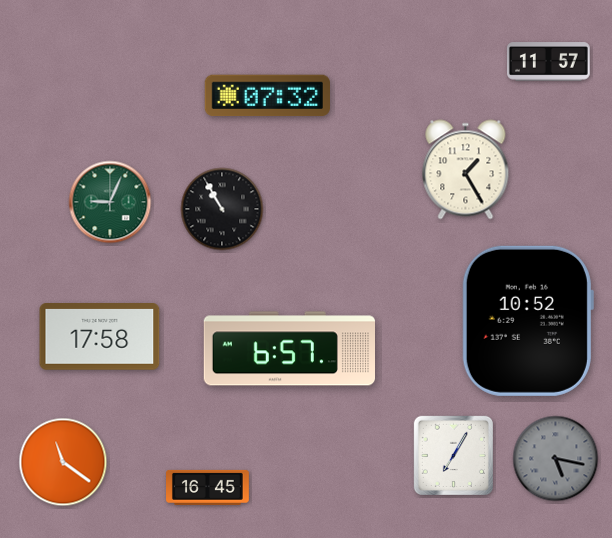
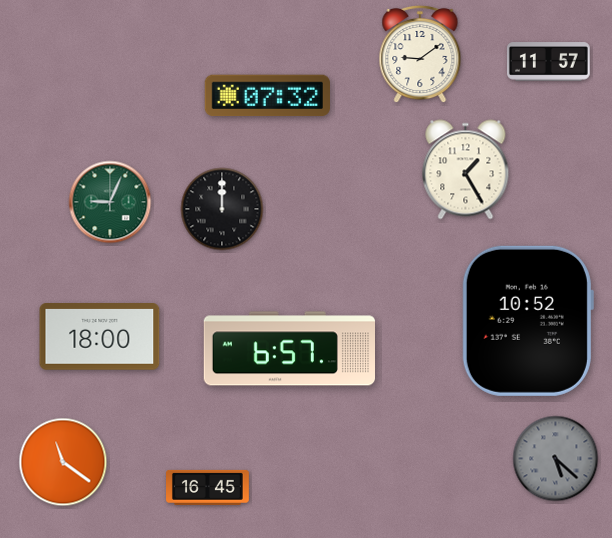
clock at (420, 54): none -> 9:09
clock at (222, 209): 10:55 -> 12:00
clock at (100, 337): 17:58 -> 18:00
clock at (453, 455): 7:05 -> none
clock at (556, 459): 5:17 -> 5:22
